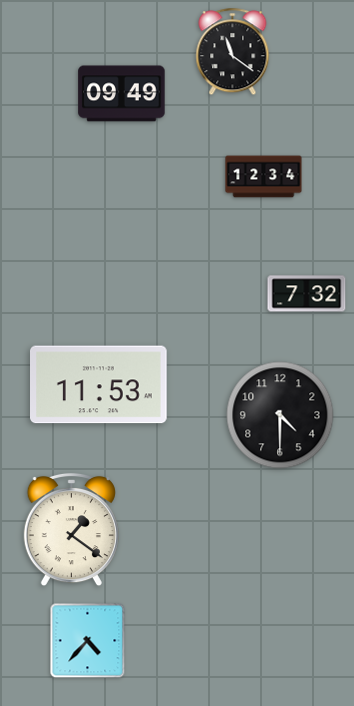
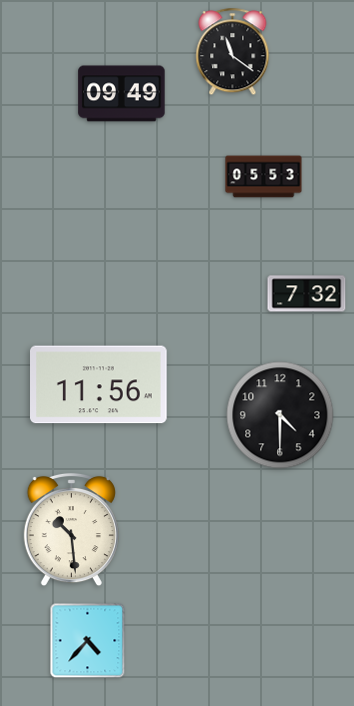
clock at (264, 177): 12:34 -> 05:53
clock at (99, 385): 11:53 -> 11:56
clock at (71, 530): 1:21 -> 10:29
